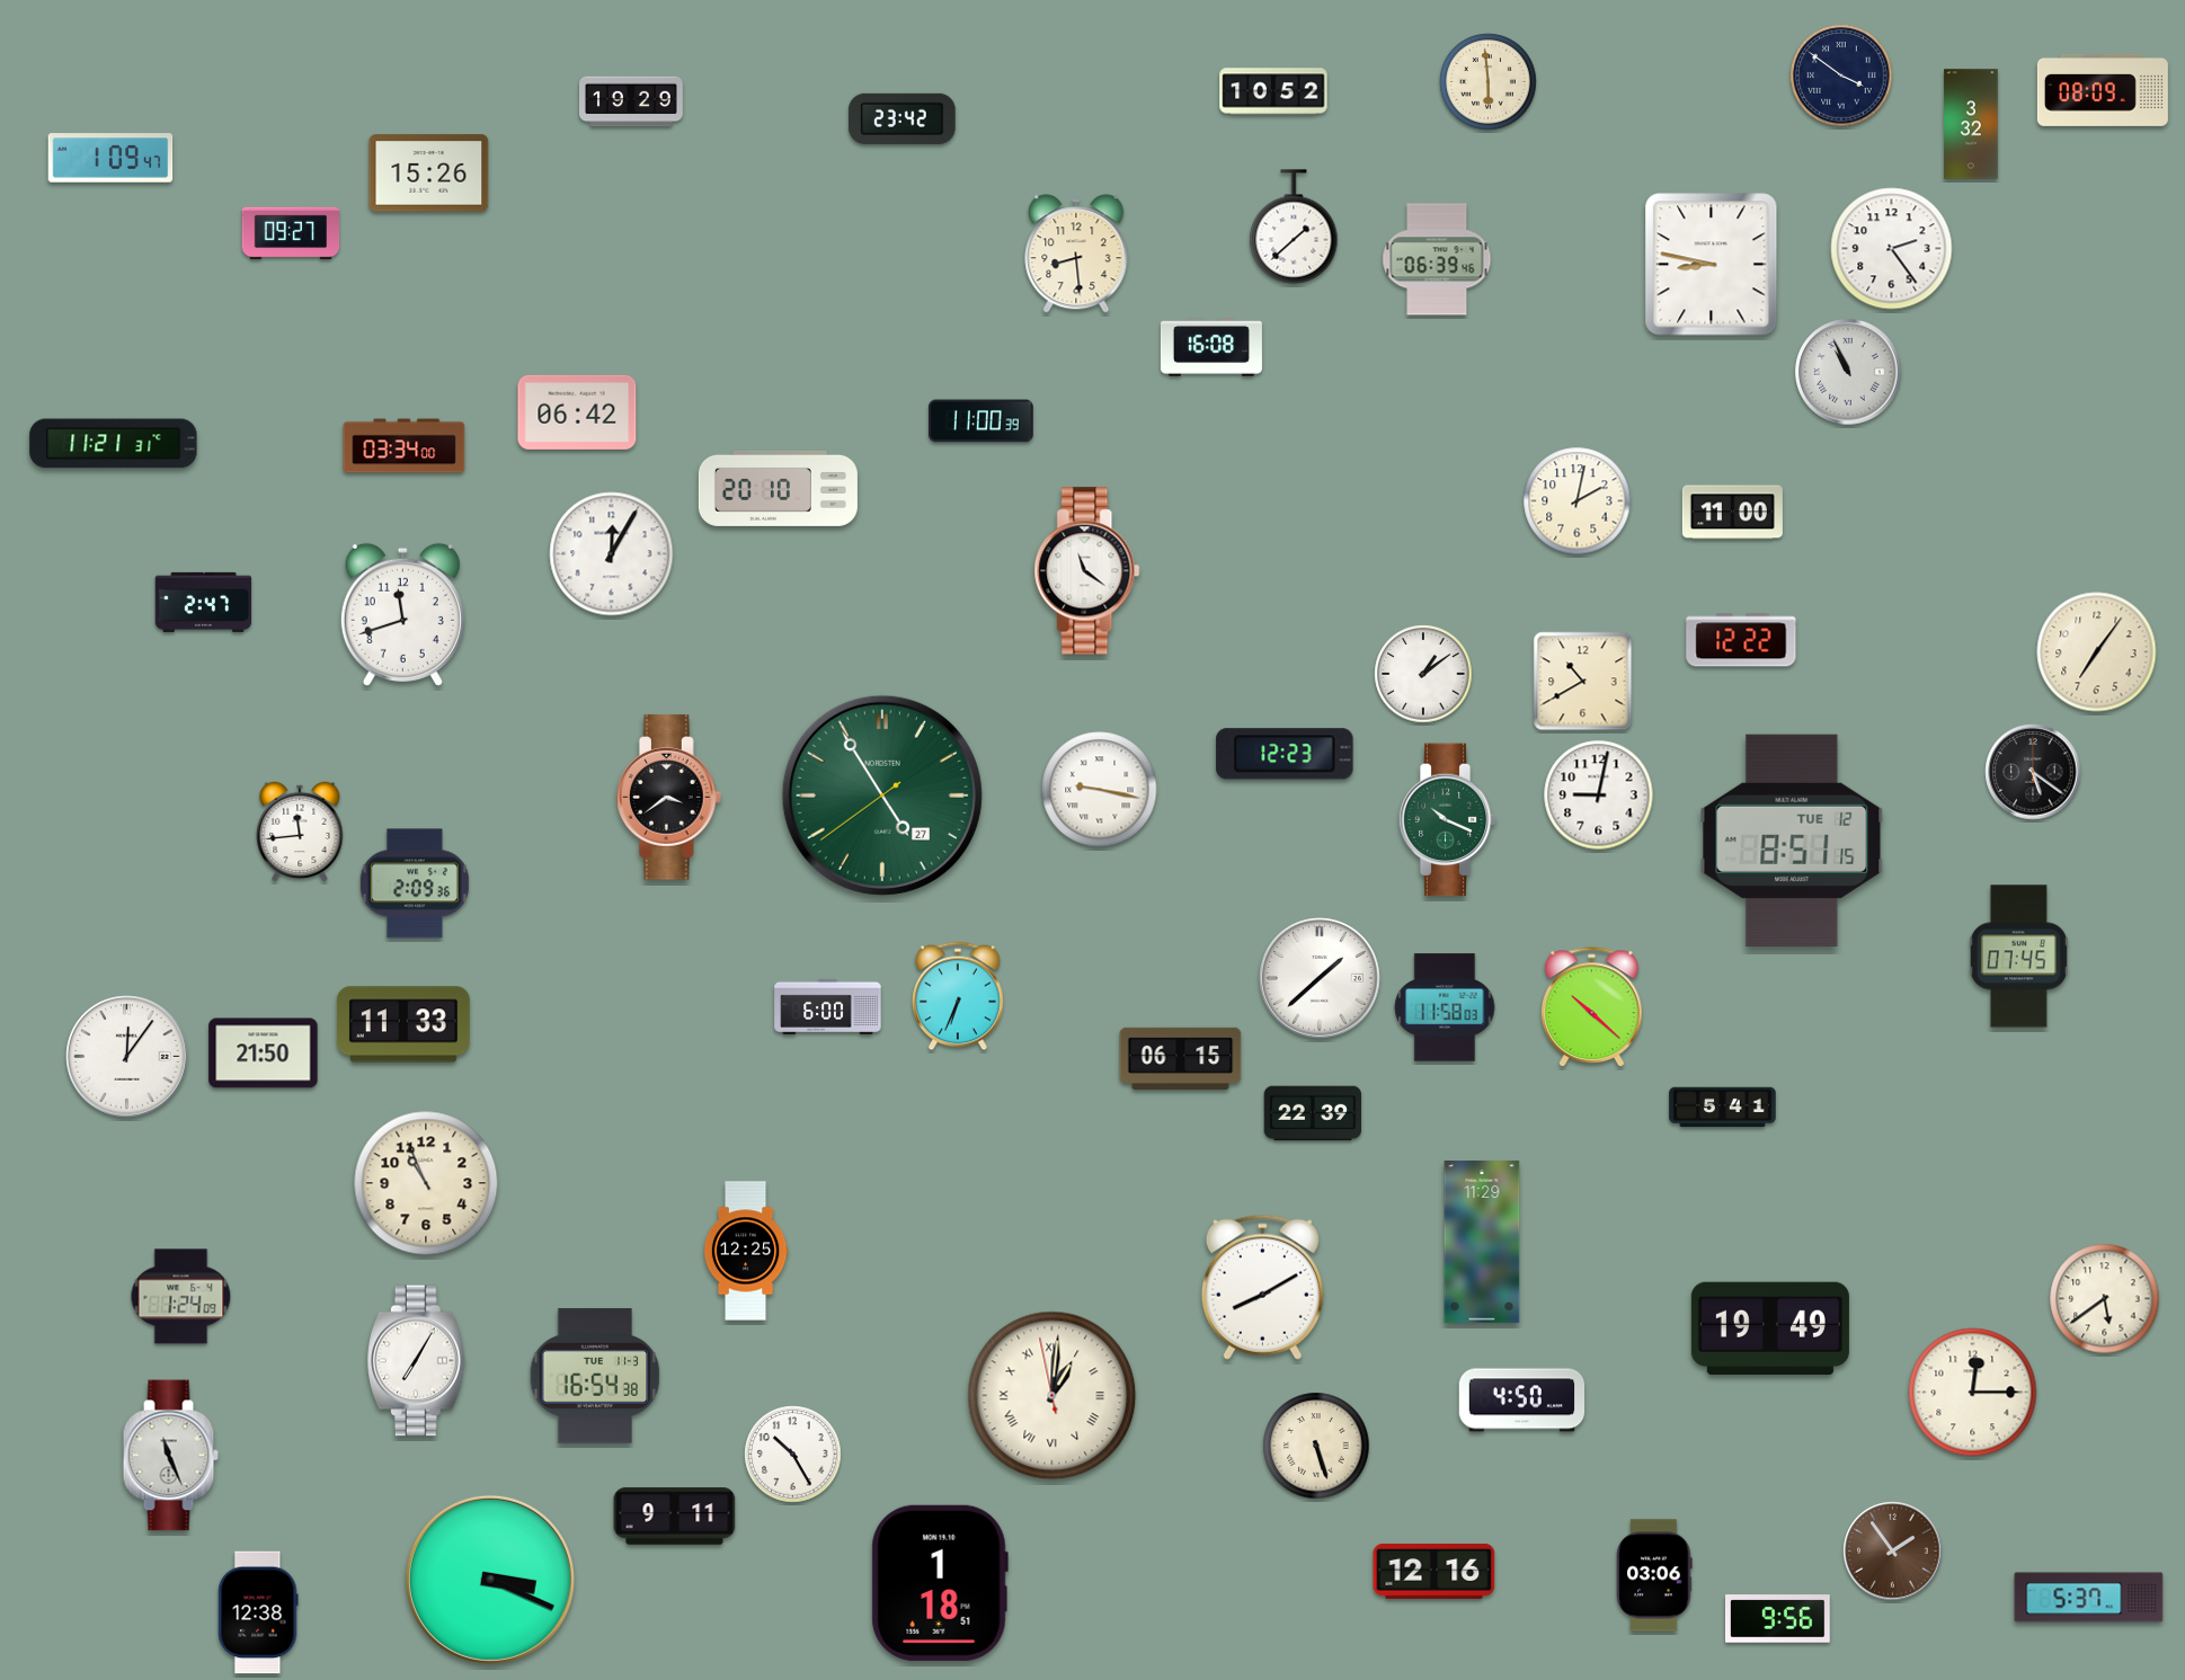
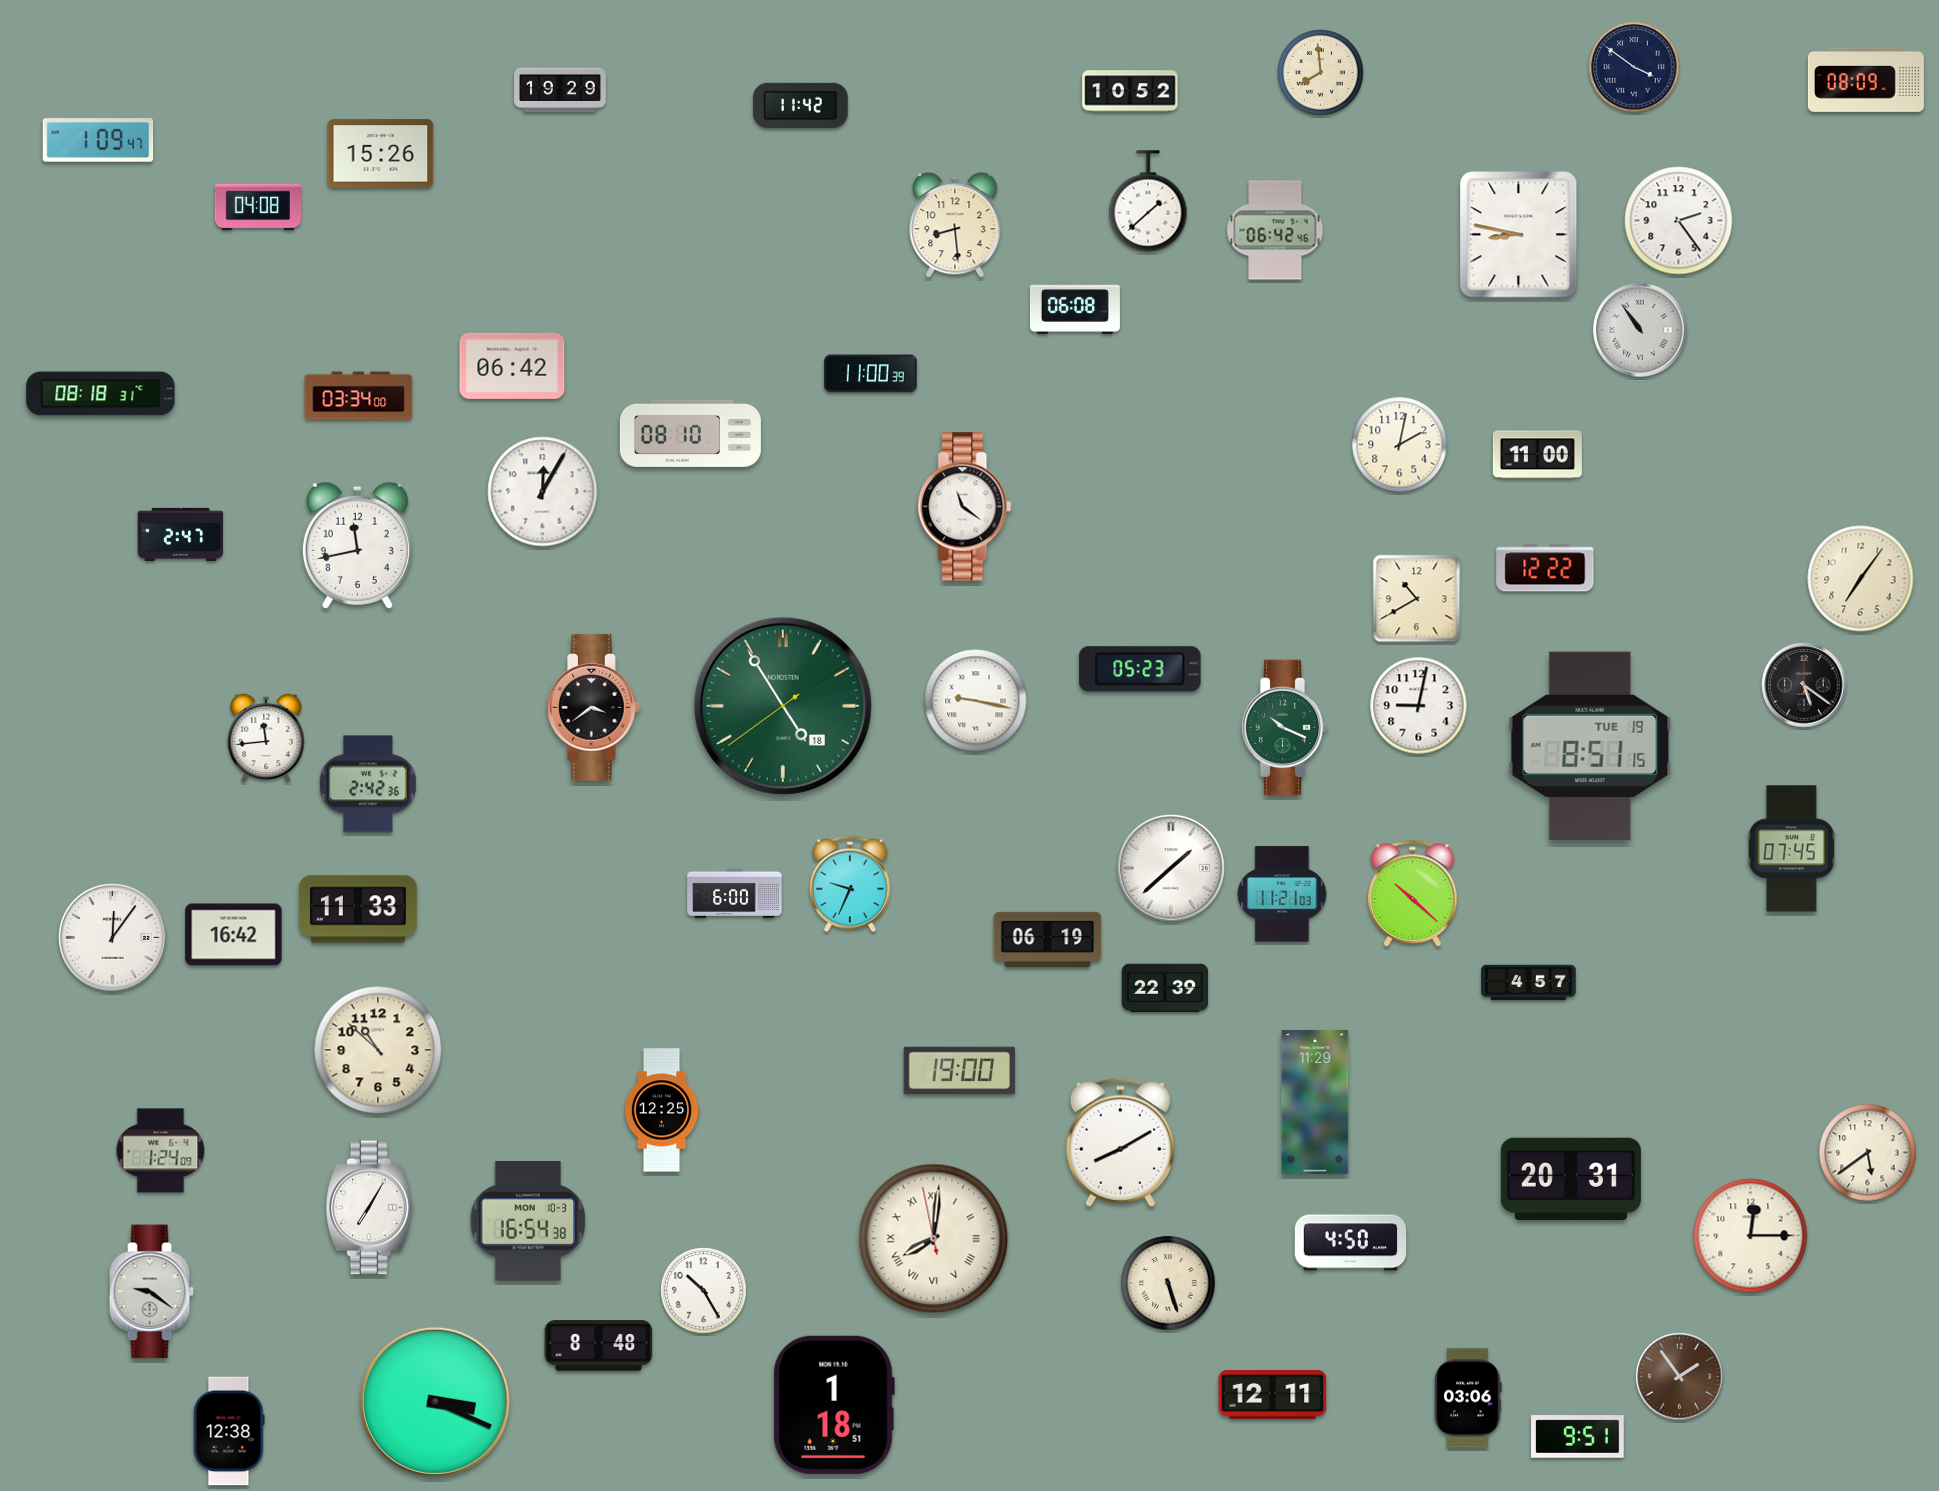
clock at (1489, 82): 5:59 -> 7:59
clock at (1273, 91) position: (1273, 91) -> (1130, 91)
clock at (903, 118): 23:42 -> 11:42
clock at (1971, 124): 3:32 -> none
clock at (291, 233): 09:27 -> 04:08
clock at (1437, 259): 06:39 -> 06:42
clock at (1211, 347): 16:08 -> 06:08
clock at (1848, 372): 10:56 -> 10:54
clock at (114, 444): 11:21 -> 08:18
clock at (778, 488): 20:10 -> 08:10
clock at (402, 614): 11:42 -> 11:43
clock at (1423, 674): 1:09 -> none
clock at (1583, 682) position: (1583, 682) -> (1417, 599)
clock at (1285, 754): 12:23 -> 05:23
clock at (882, 795) date: 27 -> 18
clock at (1792, 841) date: TUE 12 -> TUE 19
clock at (415, 883): 2:09 -> 2:42
clock at (959, 996): 6:34 -> 9:34
clock at (1445, 1007): 11:58 -> 11:21
clock at (264, 1054): 21:50 -> 16:42
clock at (1181, 1058): 06:15 -> 06:19
clock at (1723, 1108): 5:41 -> 4:57
clock at (426, 1183): 10:56 -> 10:52
clock at (960, 1071): none -> 19:00
clock at (1770, 1328): 19:49 -> 20:31
clock at (595, 1376) date: TUE 11-3 -> MON 10-3
clock at (1052, 1396): 1:00 -> 8:00
clock at (170, 1456): 11:26 -> 9:21
clock at (675, 1517): 9:11 -> 8:48
clock at (1435, 1571): 12:16 -> 12:11
clock at (2089, 1598): 5:37 -> none
clock at (1778, 1619): 9:56 -> 9:51
